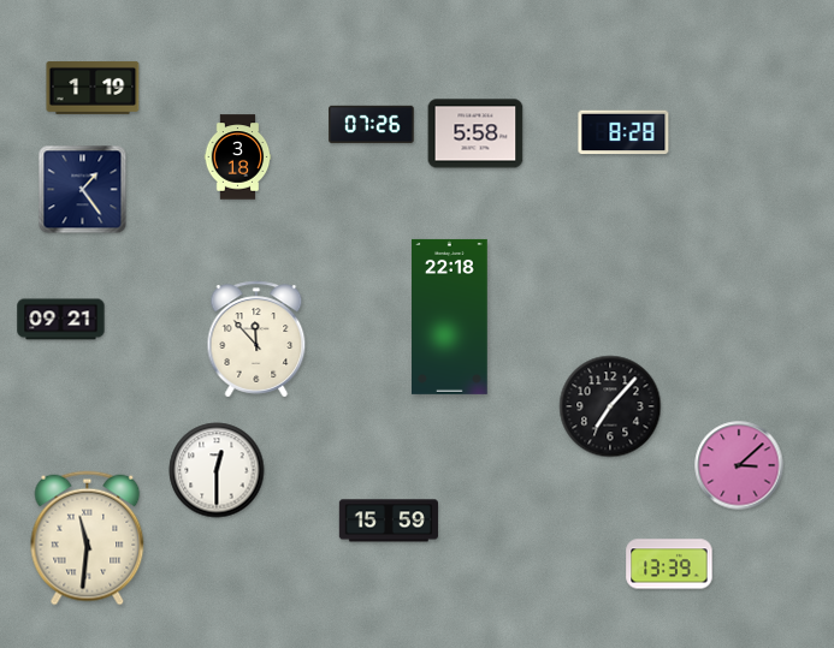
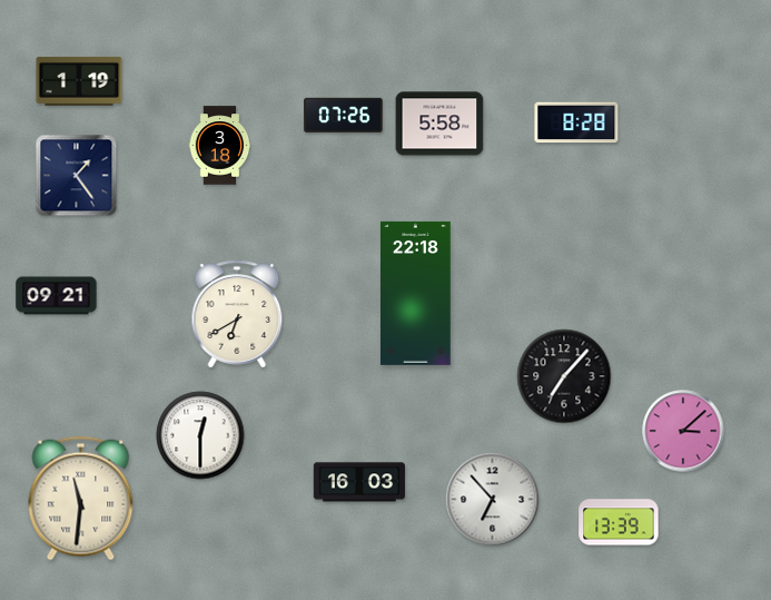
clock at (93, 88) position: (93, 88) -> (79, 81)
clock at (256, 339): 11:53 -> 6:40
clock at (389, 521): 15:59 -> 16:03
clock at (493, 500): none -> 6:53
